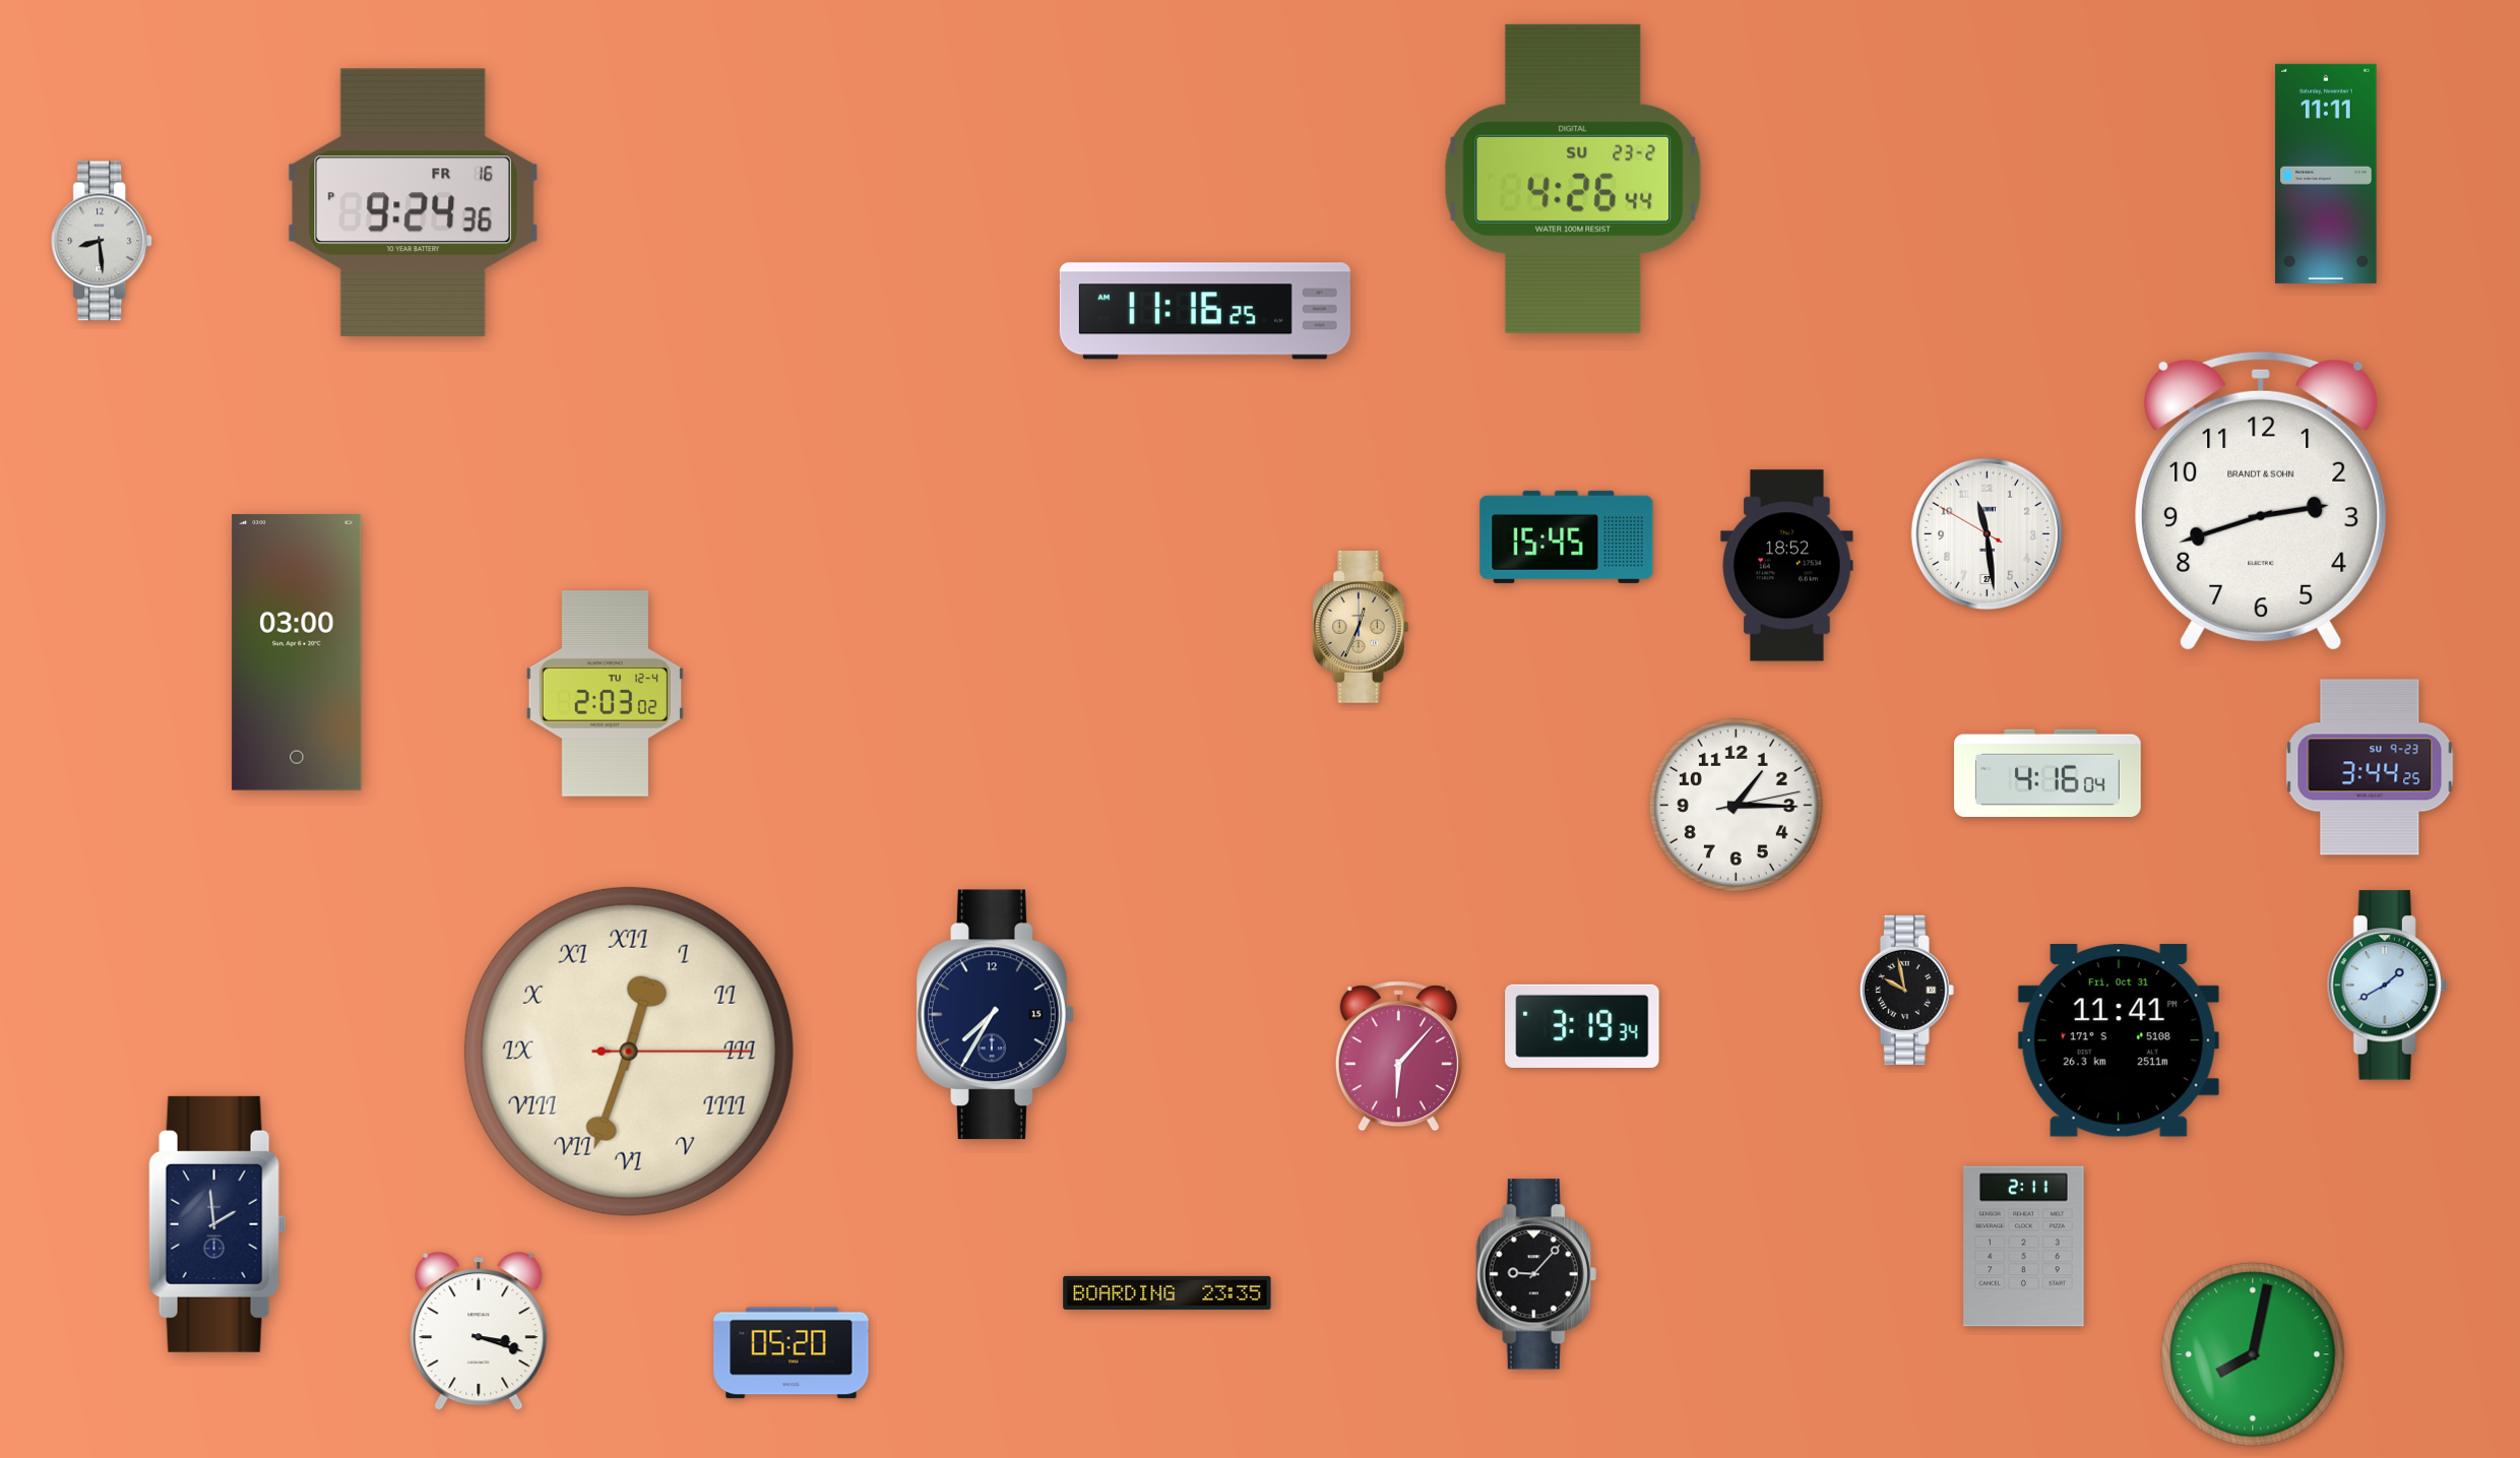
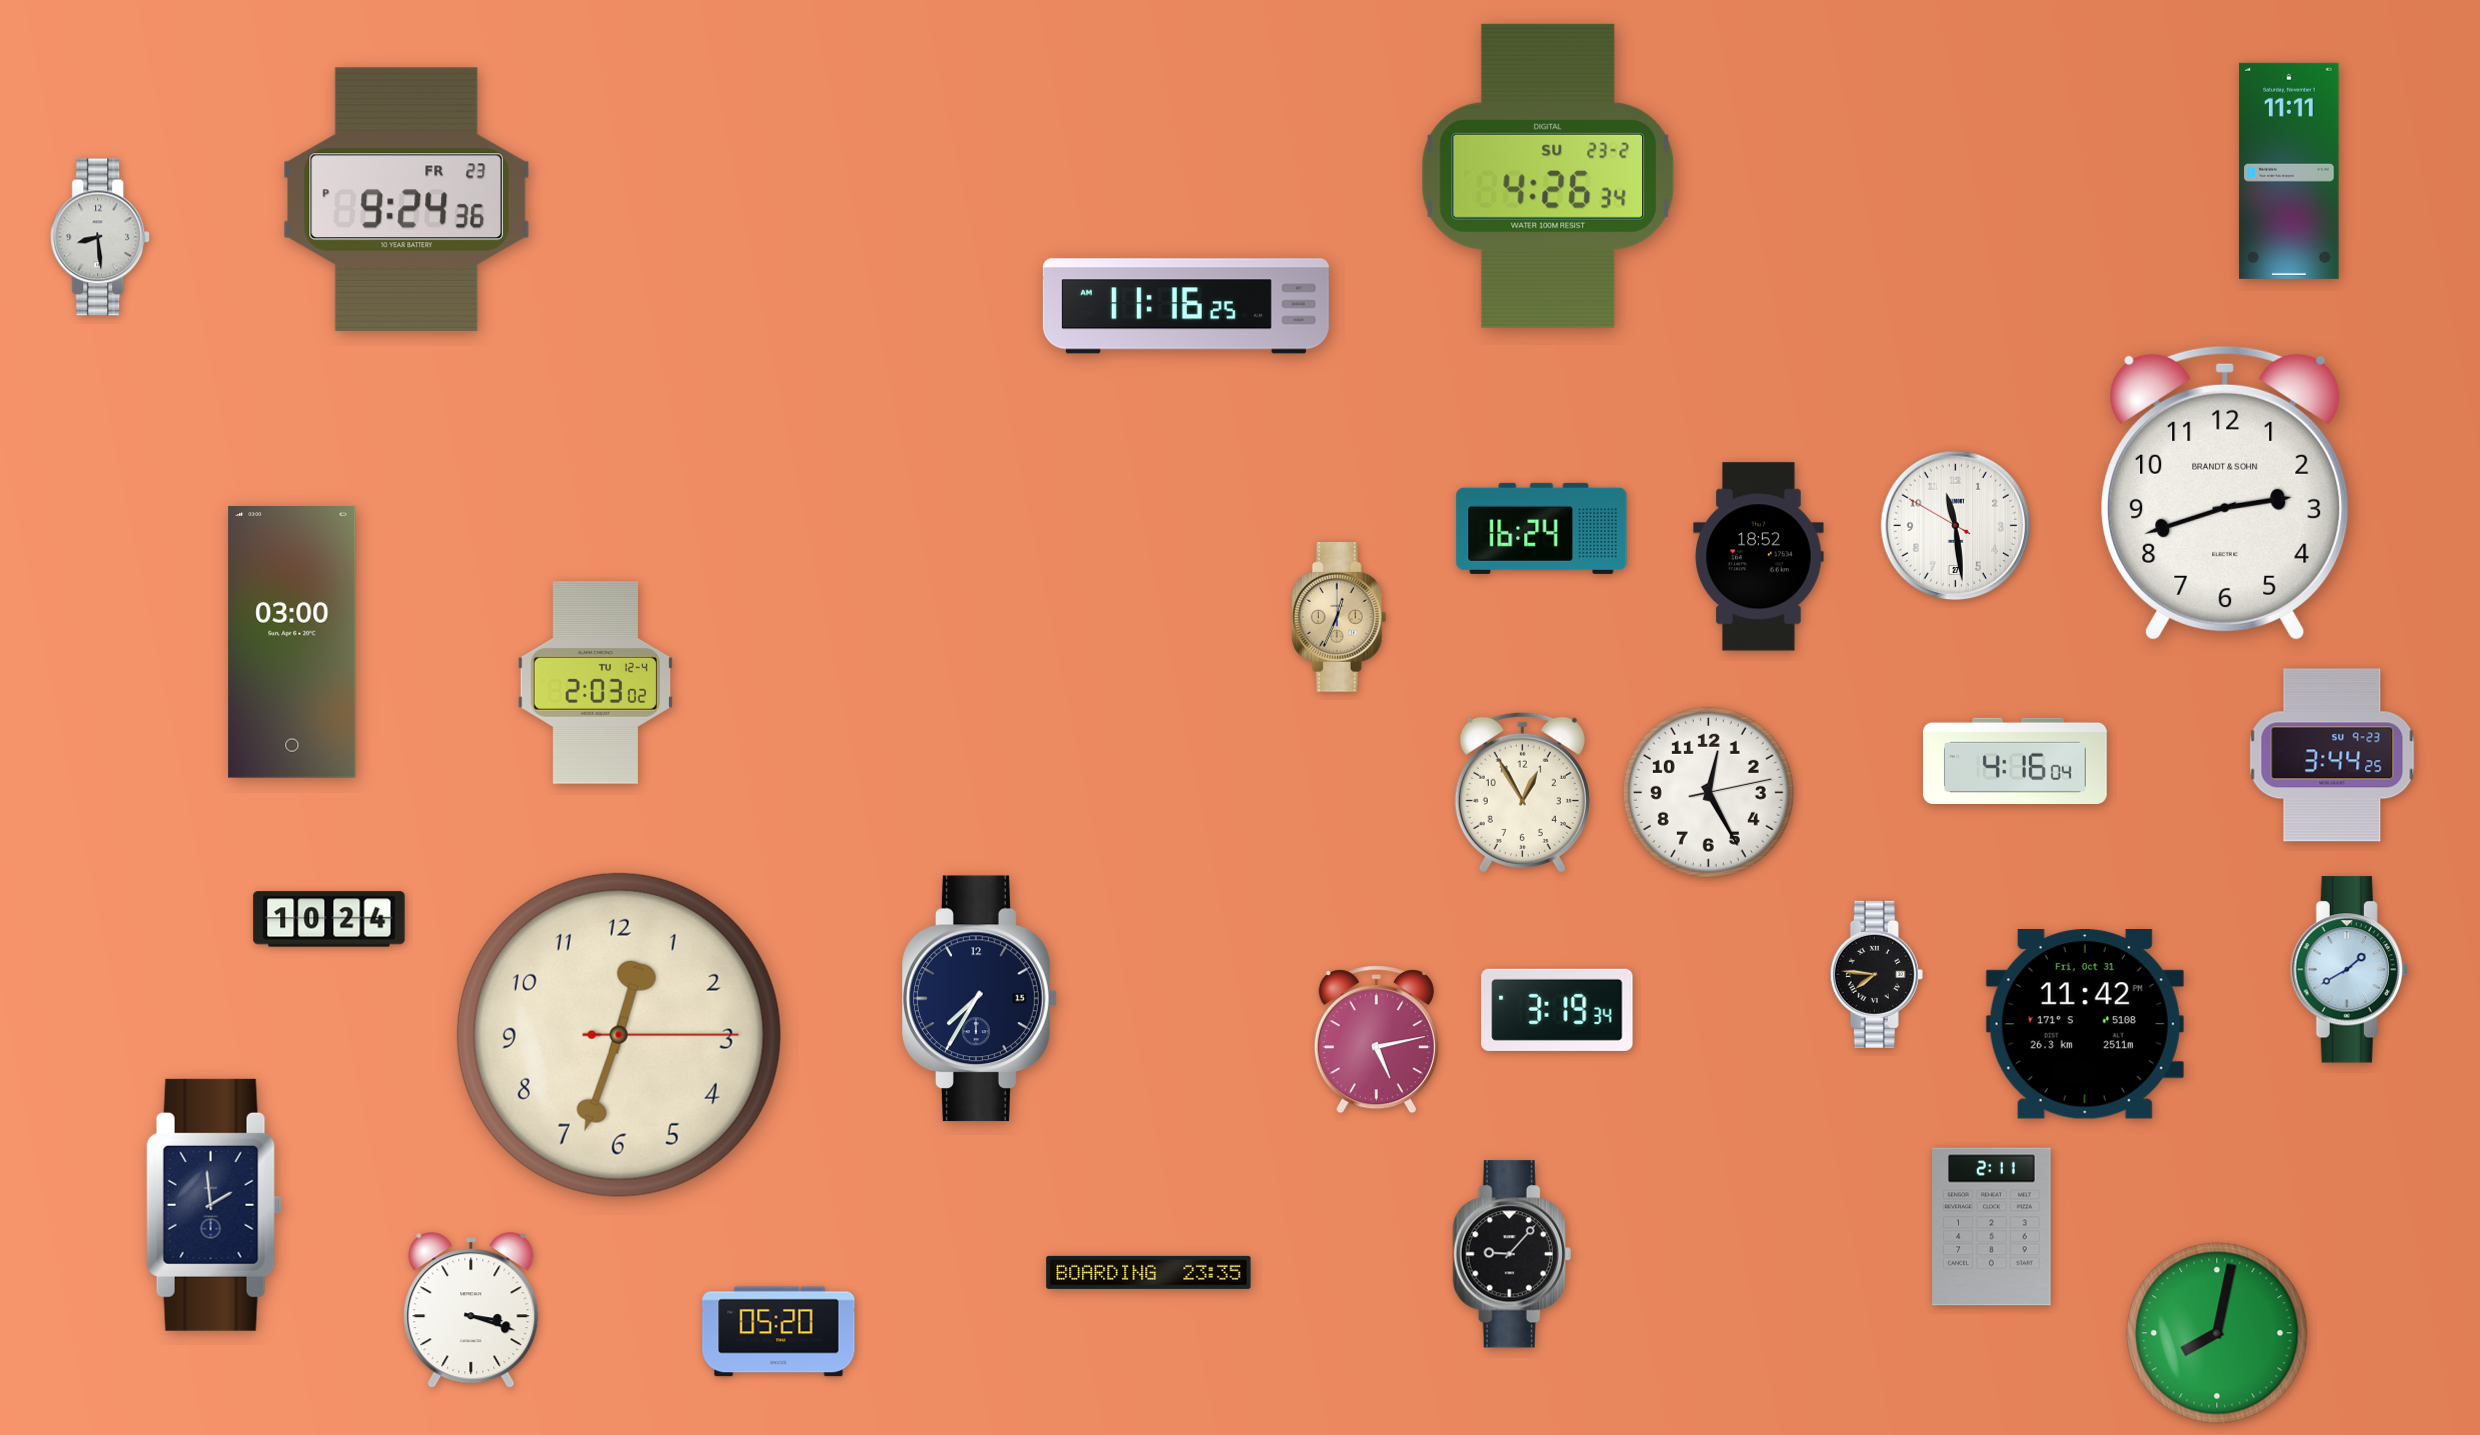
clock at (1573, 179): 4:26:44 -> 4:26:34
clock at (413, 202) date: FR 16 -> FR 23
clock at (1567, 536): 15:45 -> 16:24
clock at (1522, 792): none -> 12:55
clock at (1736, 805): 1:15 -> 12:25
clock at (329, 919): none -> 10:24
clock at (1906, 990): 9:58 -> 7:46
clock at (2119, 1040): 11:41 -> 11:42
clock at (629, 1052) numerals: Roman -> Arabic
clock at (1398, 1057): 6:07 -> 5:13
